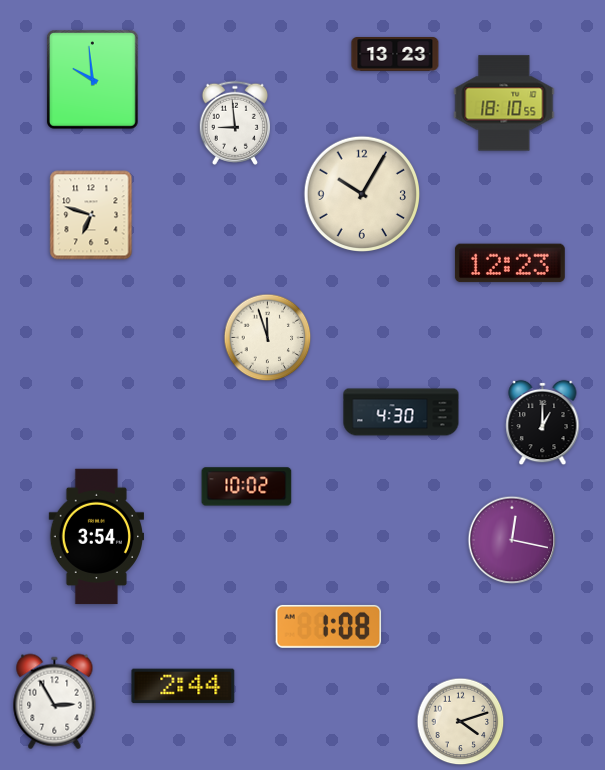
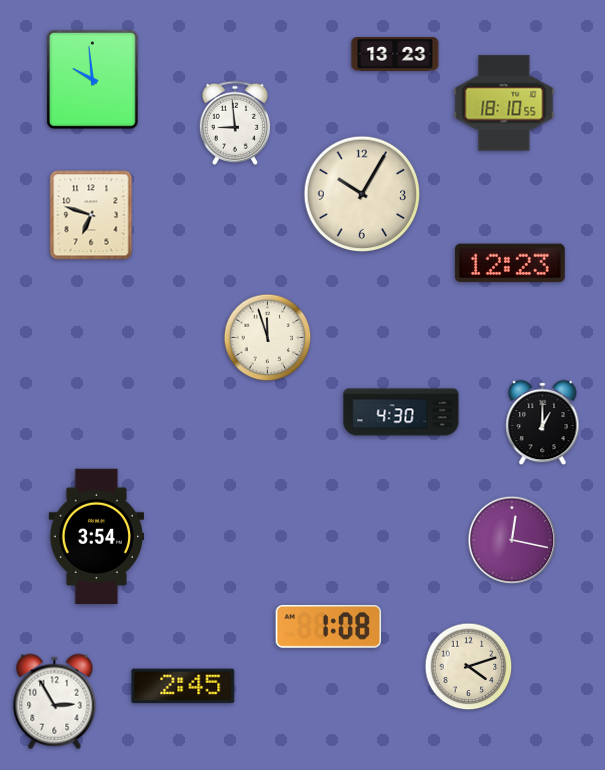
clock at (247, 487): 10:02 -> none
clock at (183, 686): 2:44 -> 2:45
clock at (461, 722) position: (461, 722) -> (469, 667)
